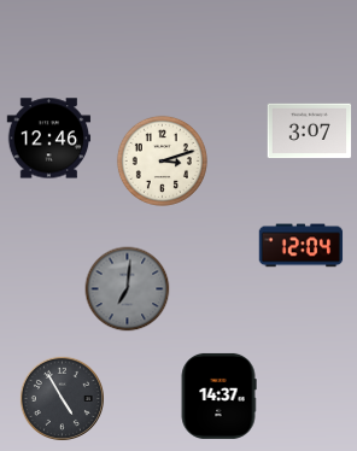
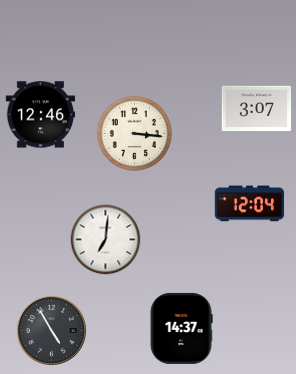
clock at (162, 160): 3:12 -> 3:16
clock at (128, 289) dial: grey -> white
